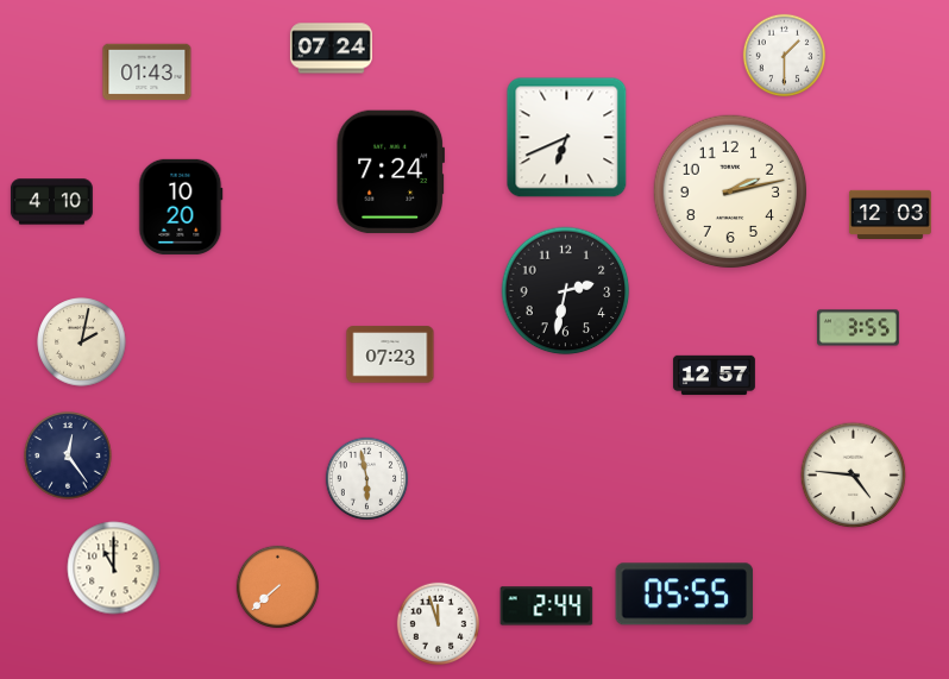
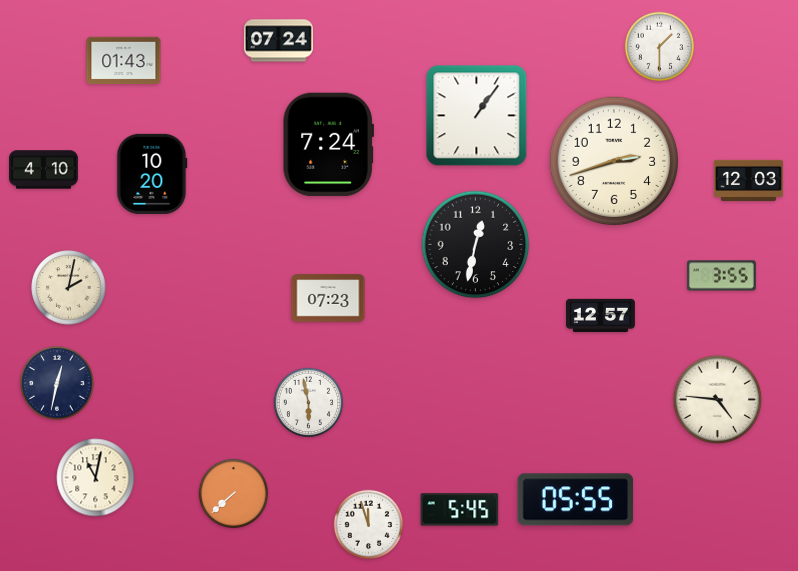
clock at (567, 138): 6:41 -> 1:06
clock at (730, 191): 2:13 -> 2:42
clock at (566, 291): 2:32 -> 12:32
clock at (68, 455): 12:24 -> 12:32
clock at (114, 568): 11:00 -> 11:02
clock at (547, 606): 2:44 -> 5:45
